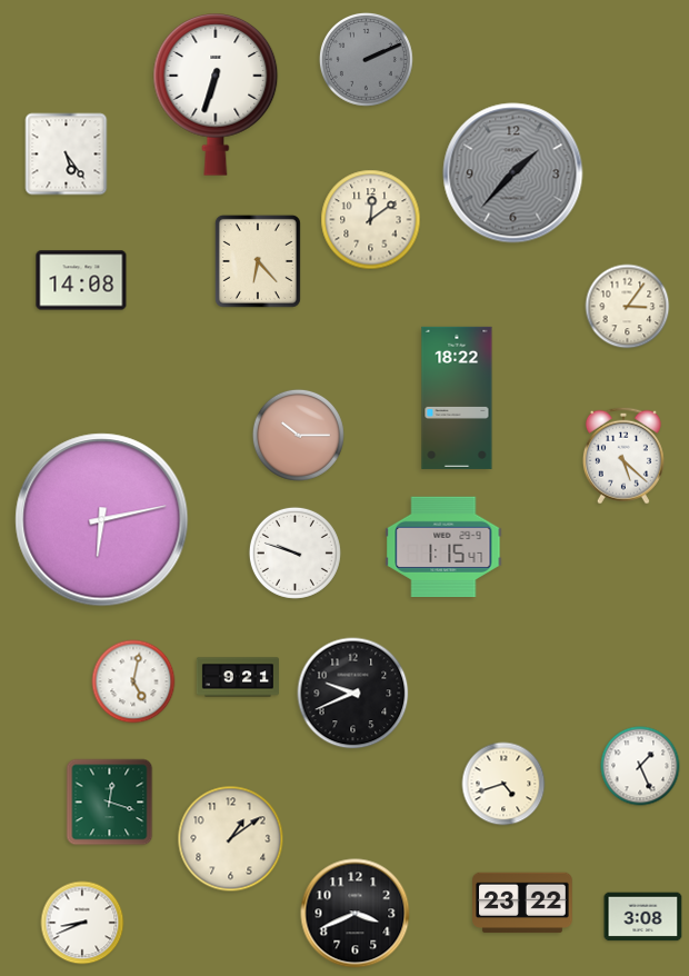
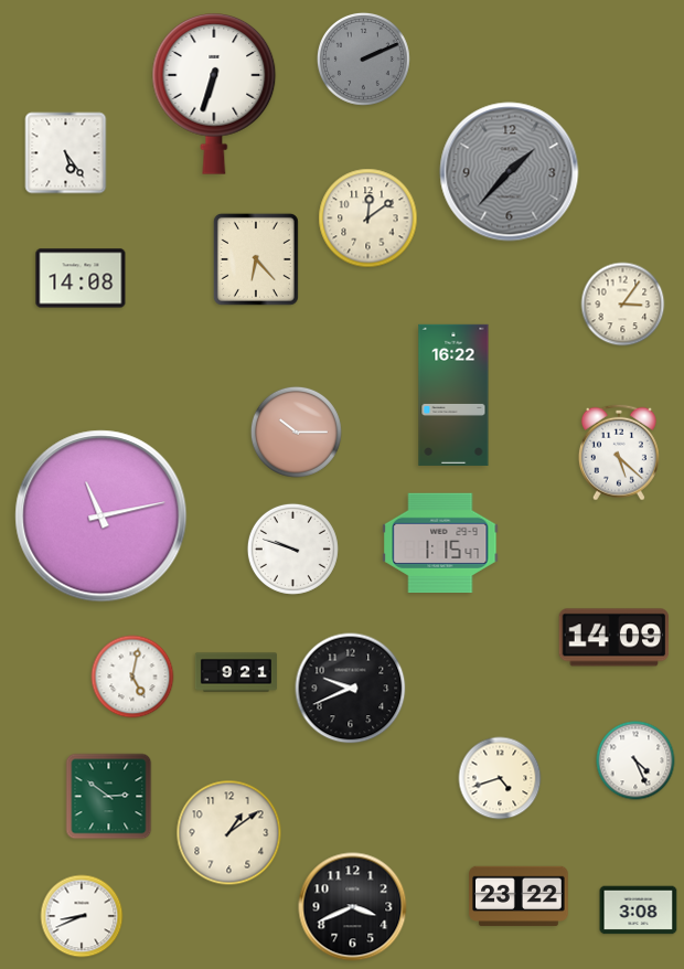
clock at (457, 398): 18:22 -> 16:22
clock at (102, 520): 6:13 -> 11:13
clock at (614, 638): none -> 14:09
clock at (640, 766): 1:26 -> 4:26
clock at (110, 803): 12:18 -> 2:51
